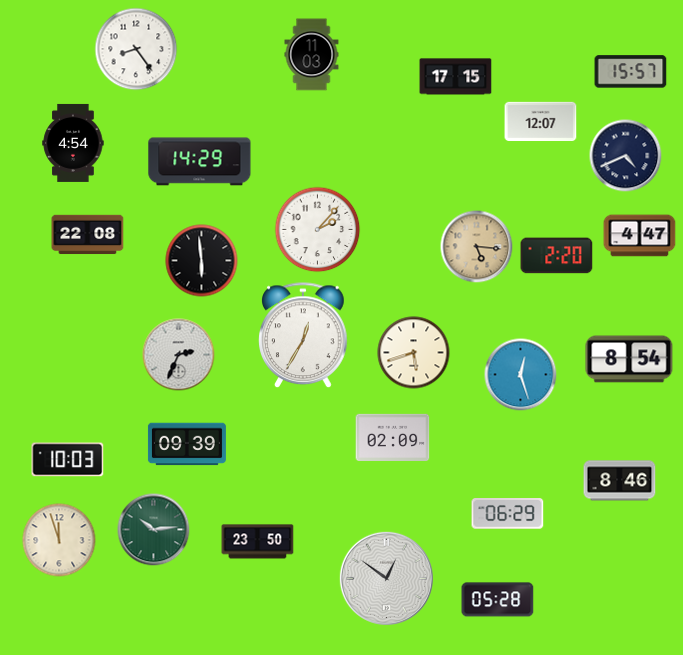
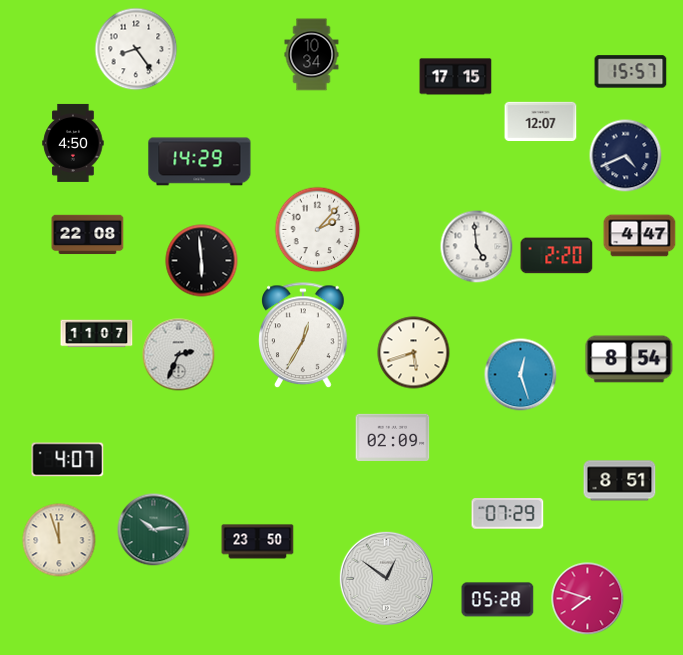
clock at (312, 55): 11:03 -> 10:34
clock at (73, 143): 4:54 -> 4:50
clock at (477, 247): 5:16 -> 4:59
clock at (477, 247) dial: champagne -> white
clock at (97, 334): none -> 11:07
clock at (187, 444): 09:39 -> none
clock at (68, 460): 10:03 -> 4:07
clock at (620, 481): 8:46 -> 8:51
clock at (508, 514): 06:29 -> 07:29
clock at (588, 599): none -> 7:48
